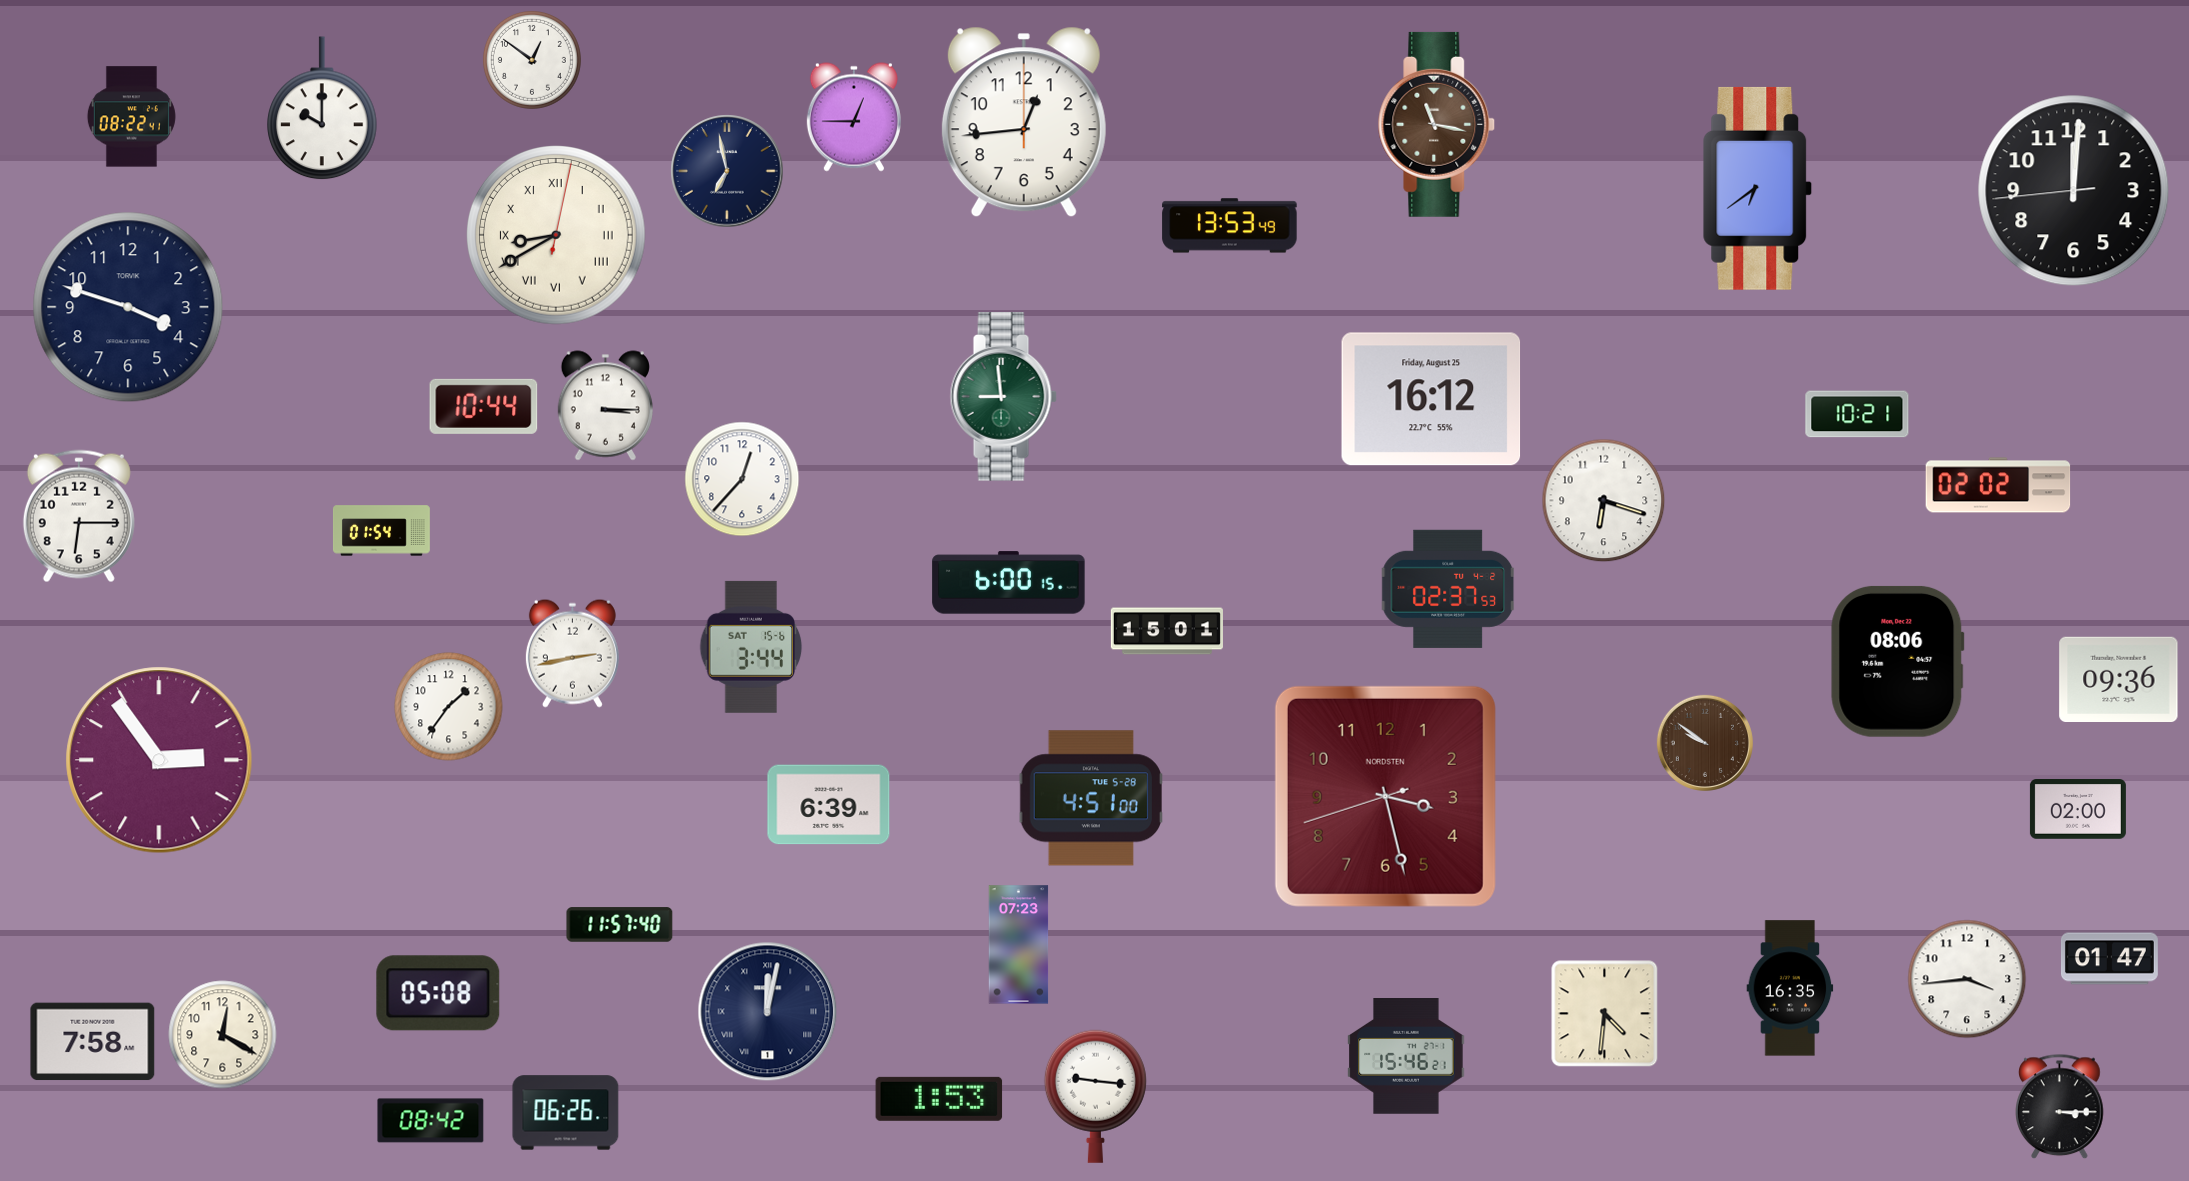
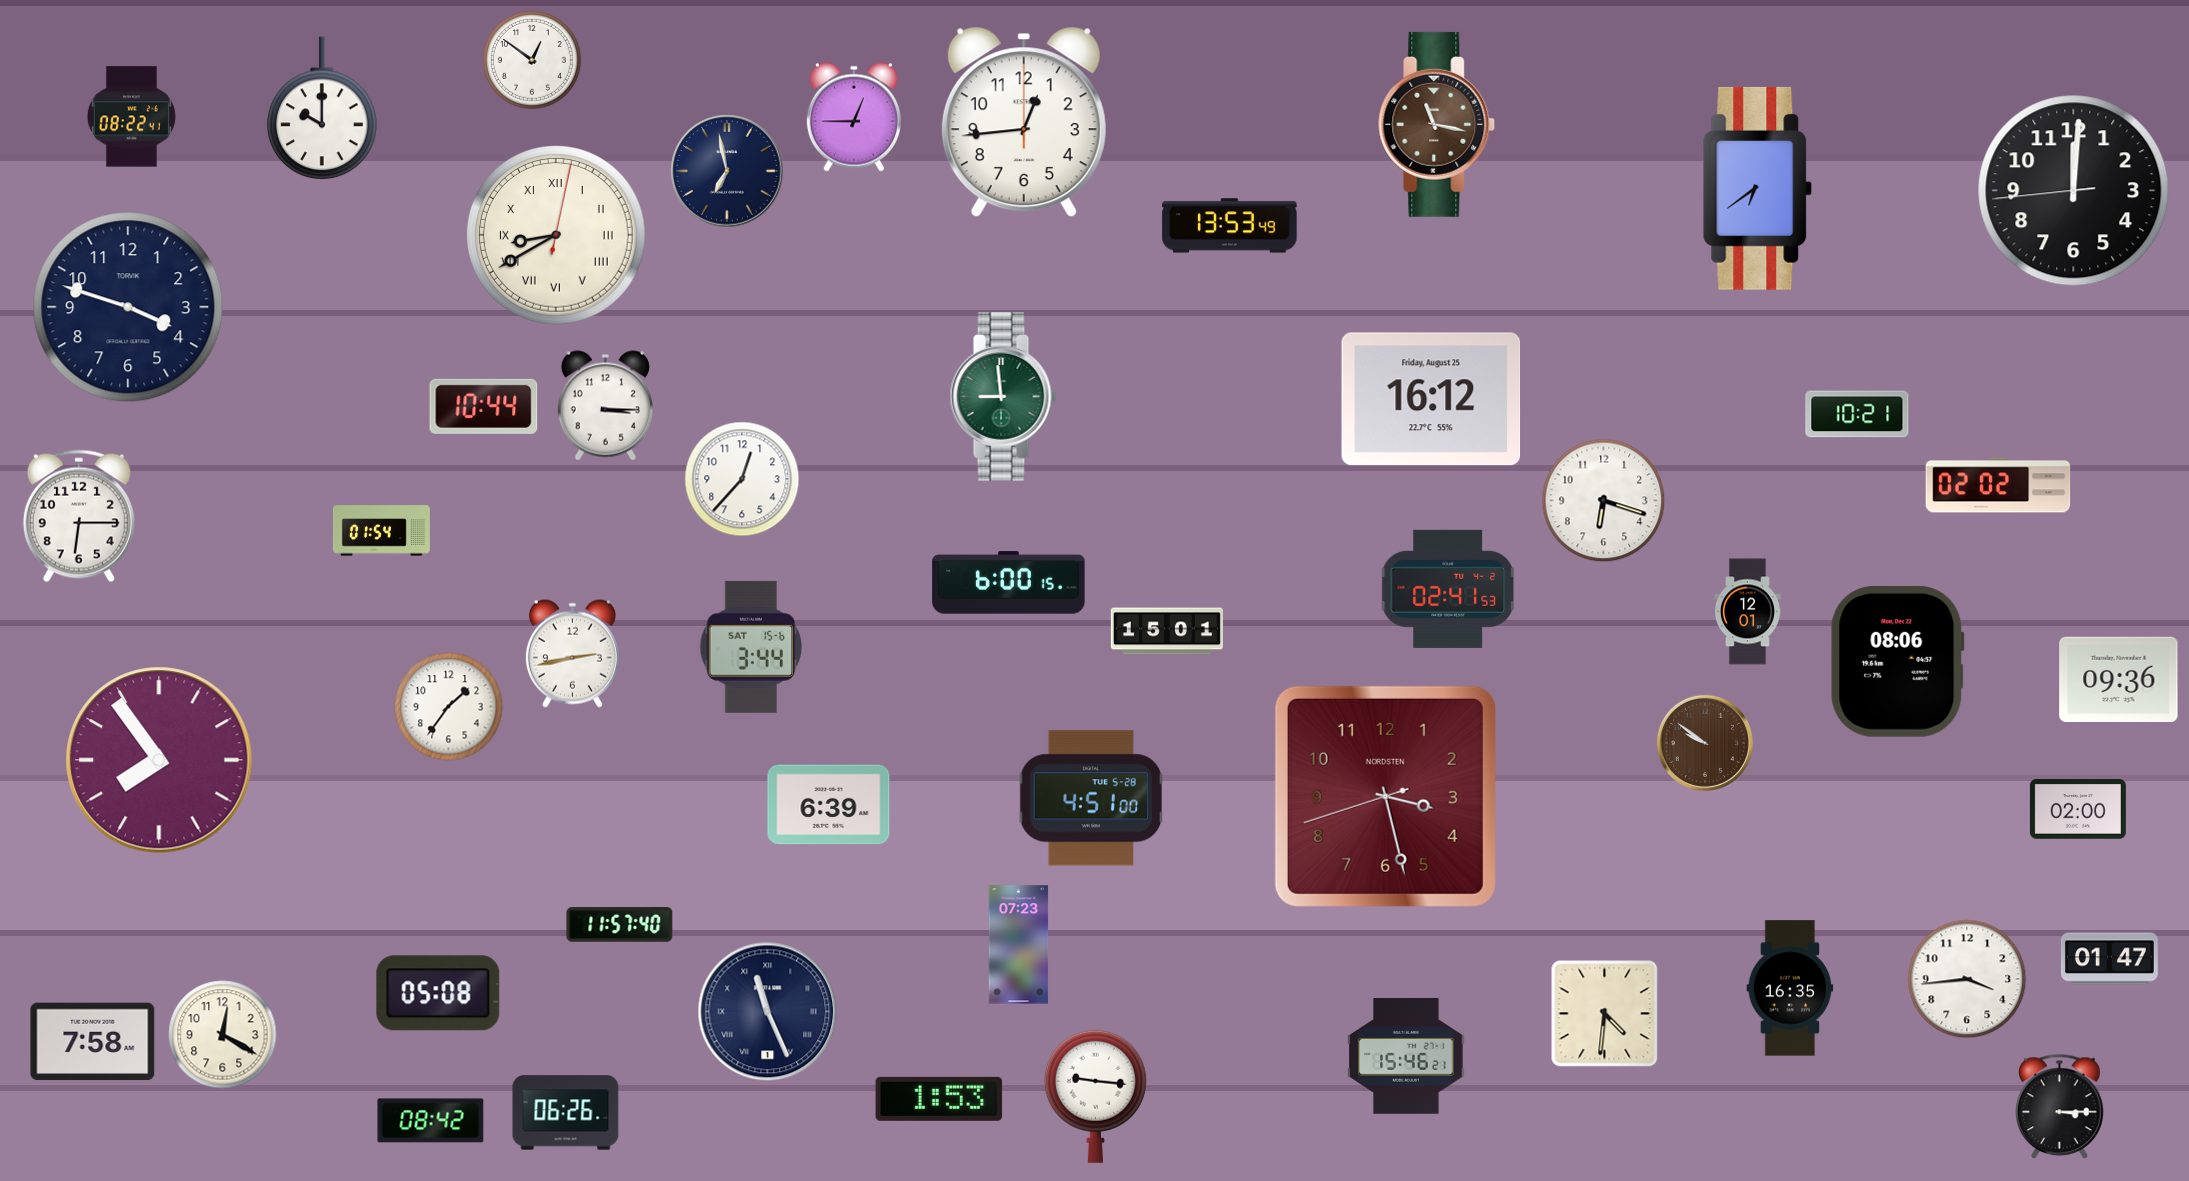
clock at (1448, 589): 02:37 -> 02:41
clock at (1747, 612): none -> 12:01
clock at (159, 760): 2:54 -> 7:54
clock at (768, 1012): 12:02 -> 11:26
